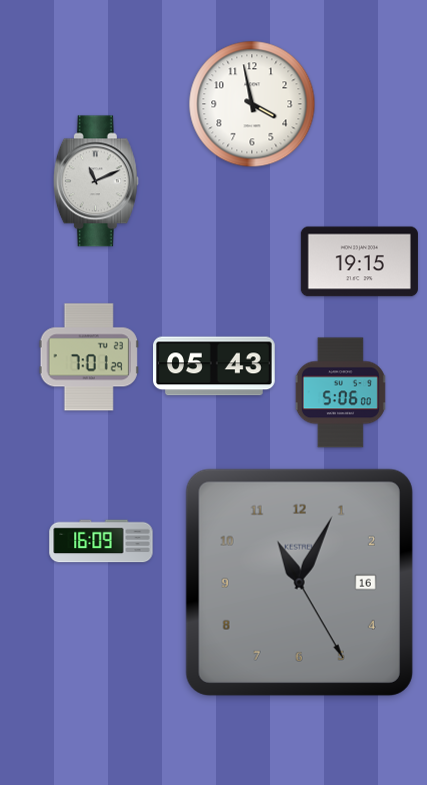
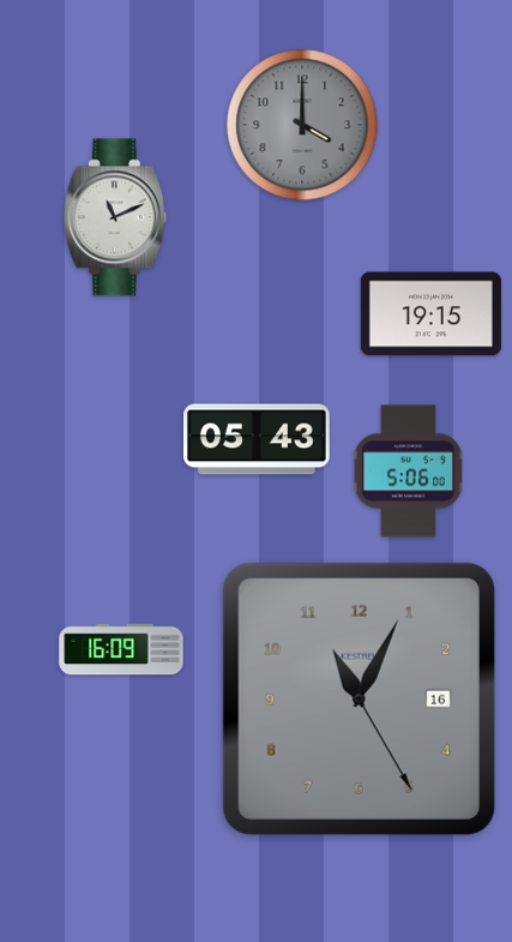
clock at (252, 104): 3:58 -> 4:00
clock at (252, 104) dial: white -> grey
clock at (89, 357): 7:01 -> none
